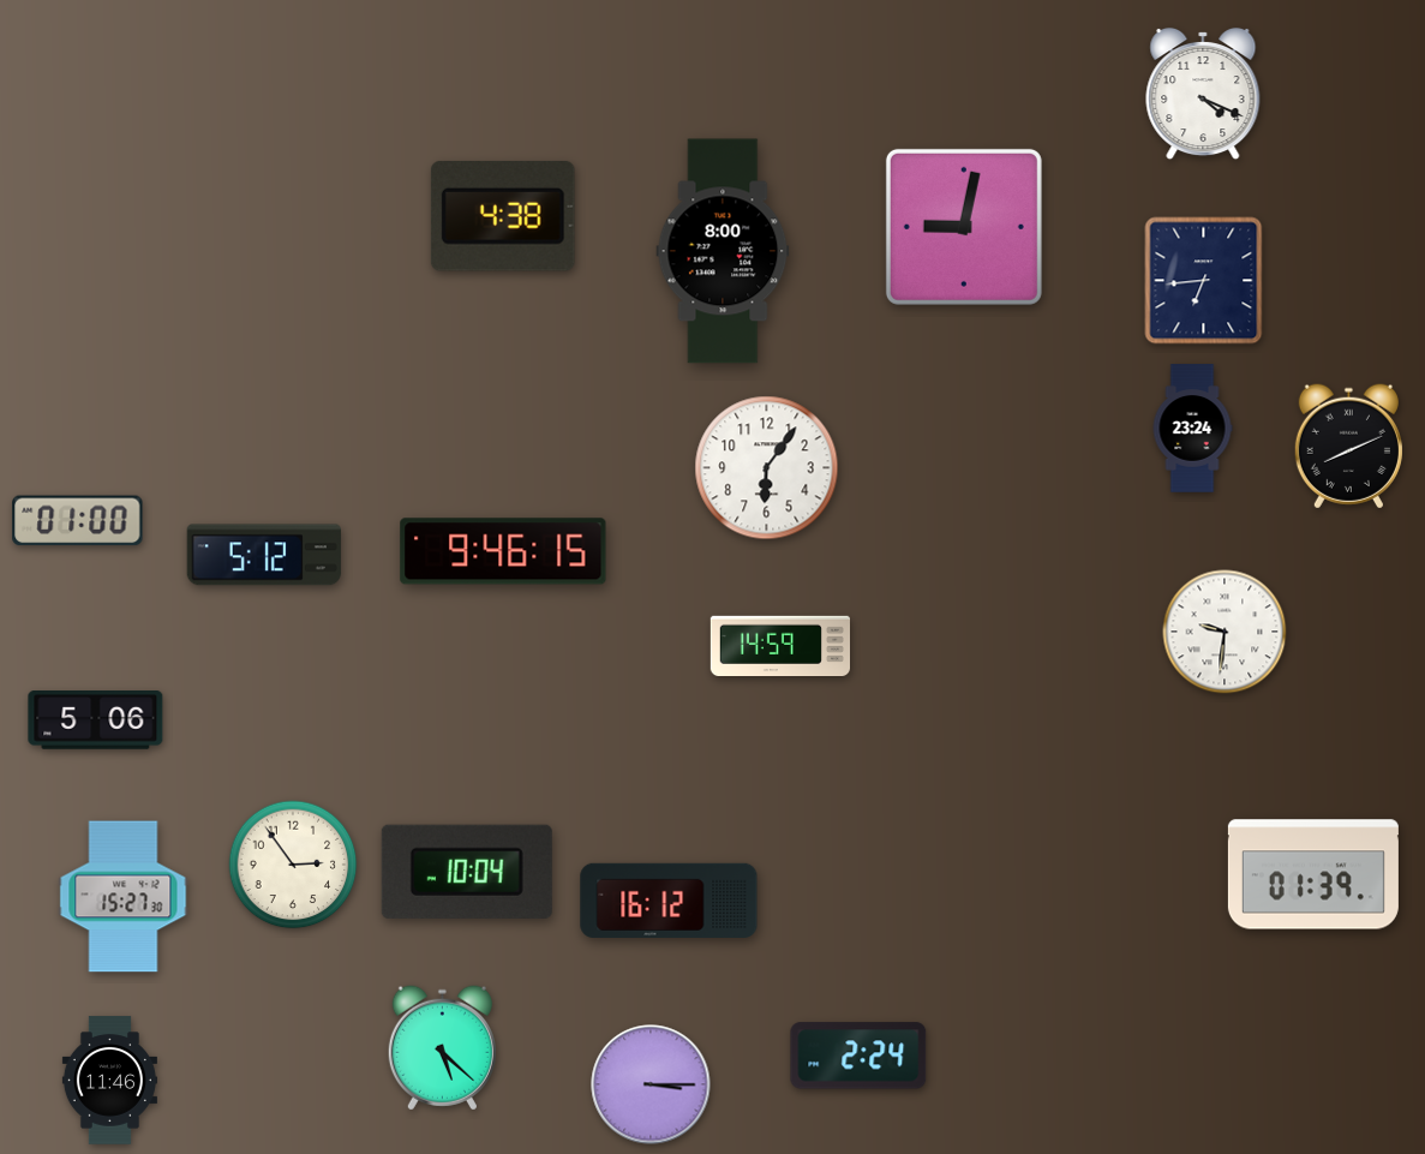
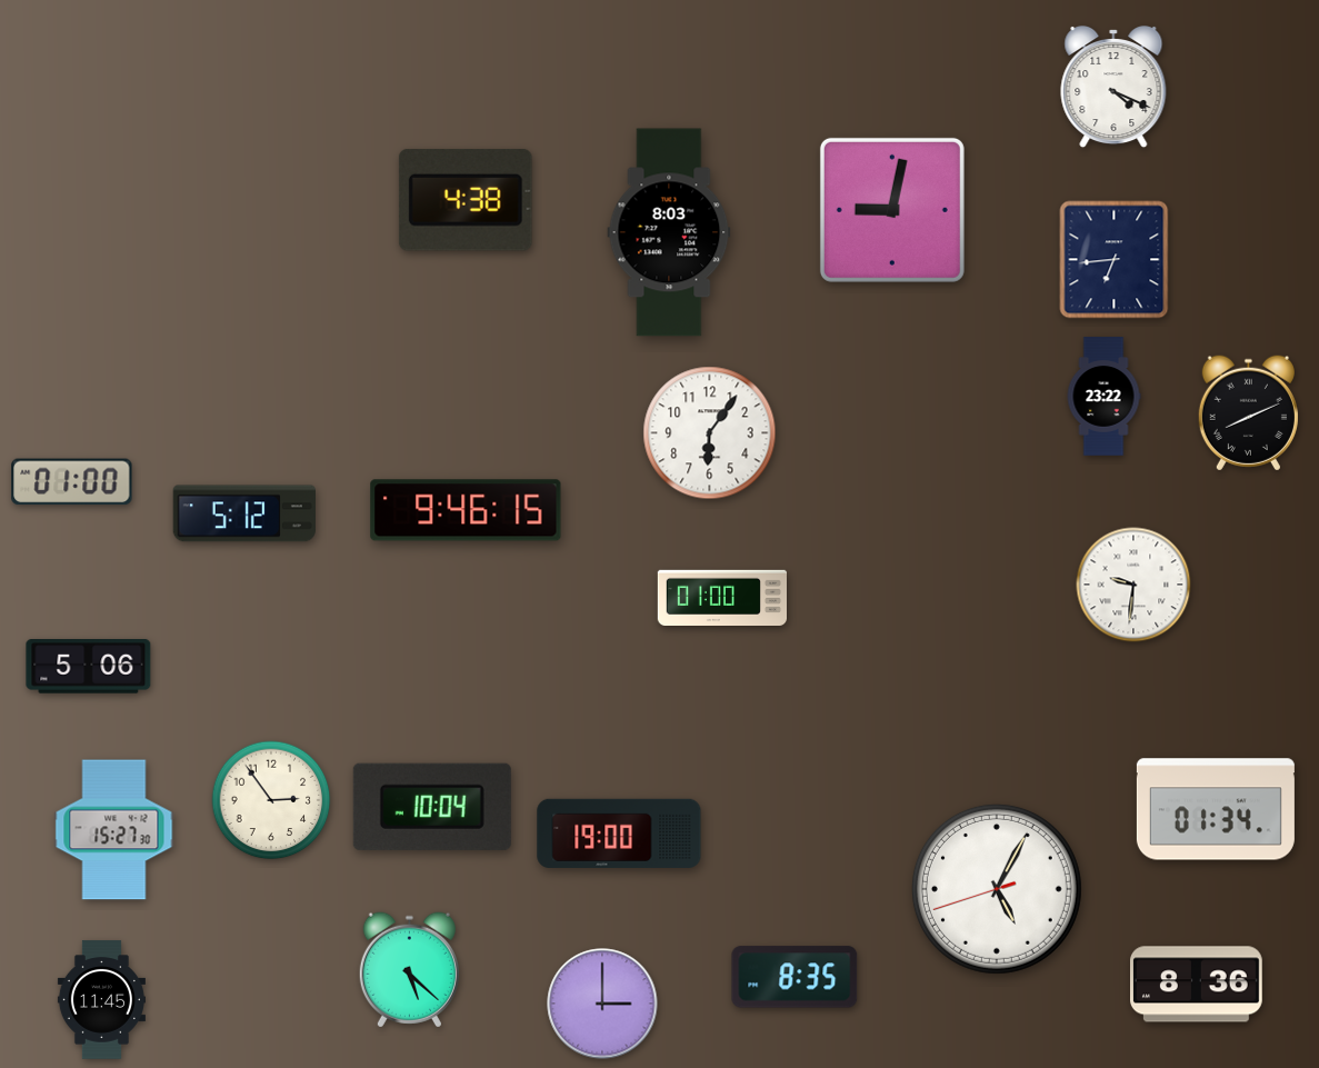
clock at (723, 251): 8:00 -> 8:03
clock at (1192, 429): 23:24 -> 23:22
clock at (779, 645): 14:59 -> 01:00
clock at (1313, 874): 01:39 -> 01:34
clock at (669, 901): 16:12 -> 19:00
clock at (997, 889): none -> 5:04
clock at (858, 1056): 2:24 -> 8:35
clock at (1197, 985): none -> 8:36
clock at (109, 1081): 11:46 -> 11:45
clock at (651, 1084): 3:15 -> 3:00
